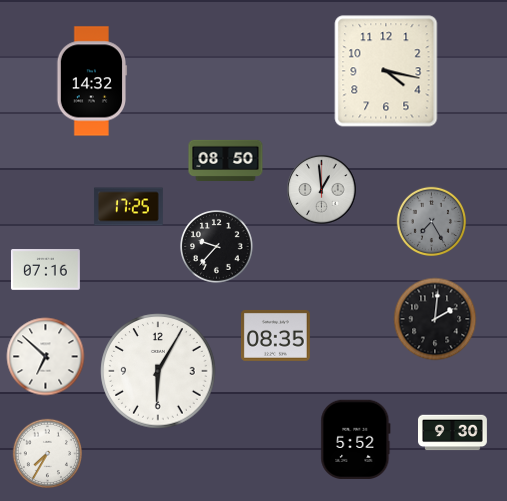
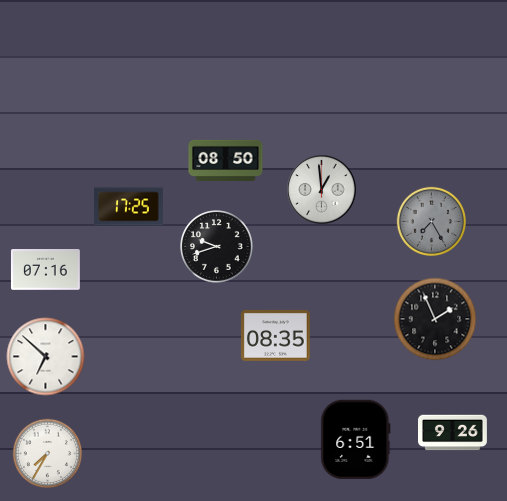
clock at (386, 71): 4:17 -> none
clock at (92, 81): 14:32 -> none
clock at (217, 247): 9:37 -> 9:42
clock at (435, 319): 2:01 -> 1:56
clock at (158, 371): 6:05 -> none
clock at (453, 433): 9:30 -> 9:26
clock at (356, 439): 5:52 -> 6:51
